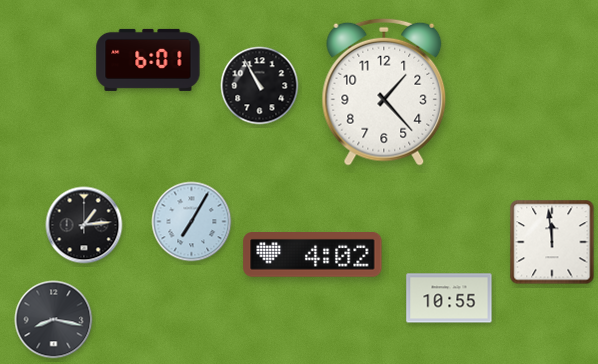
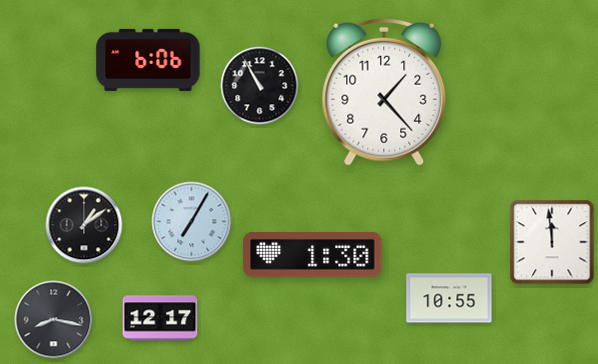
clock at (148, 60): 6:01 -> 6:06
clock at (84, 225): 1:14 -> 1:09
clock at (313, 255): 4:02 -> 1:30
clock at (160, 318): none -> 12:17
